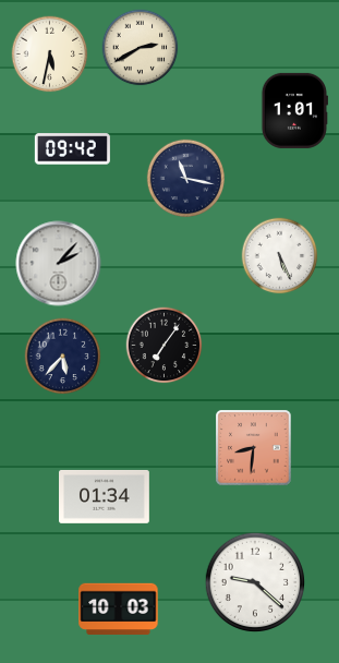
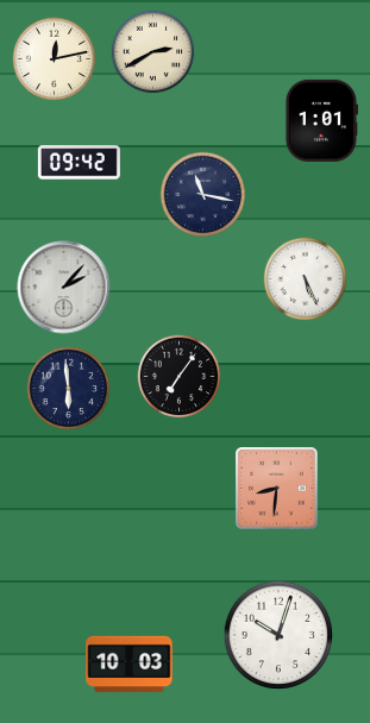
clock at (50, 55): 5:32 -> 12:13
clock at (63, 357): 5:37 -> 5:59
clock at (105, 496): 01:34 -> none
clock at (255, 582): 9:22 -> 10:03
